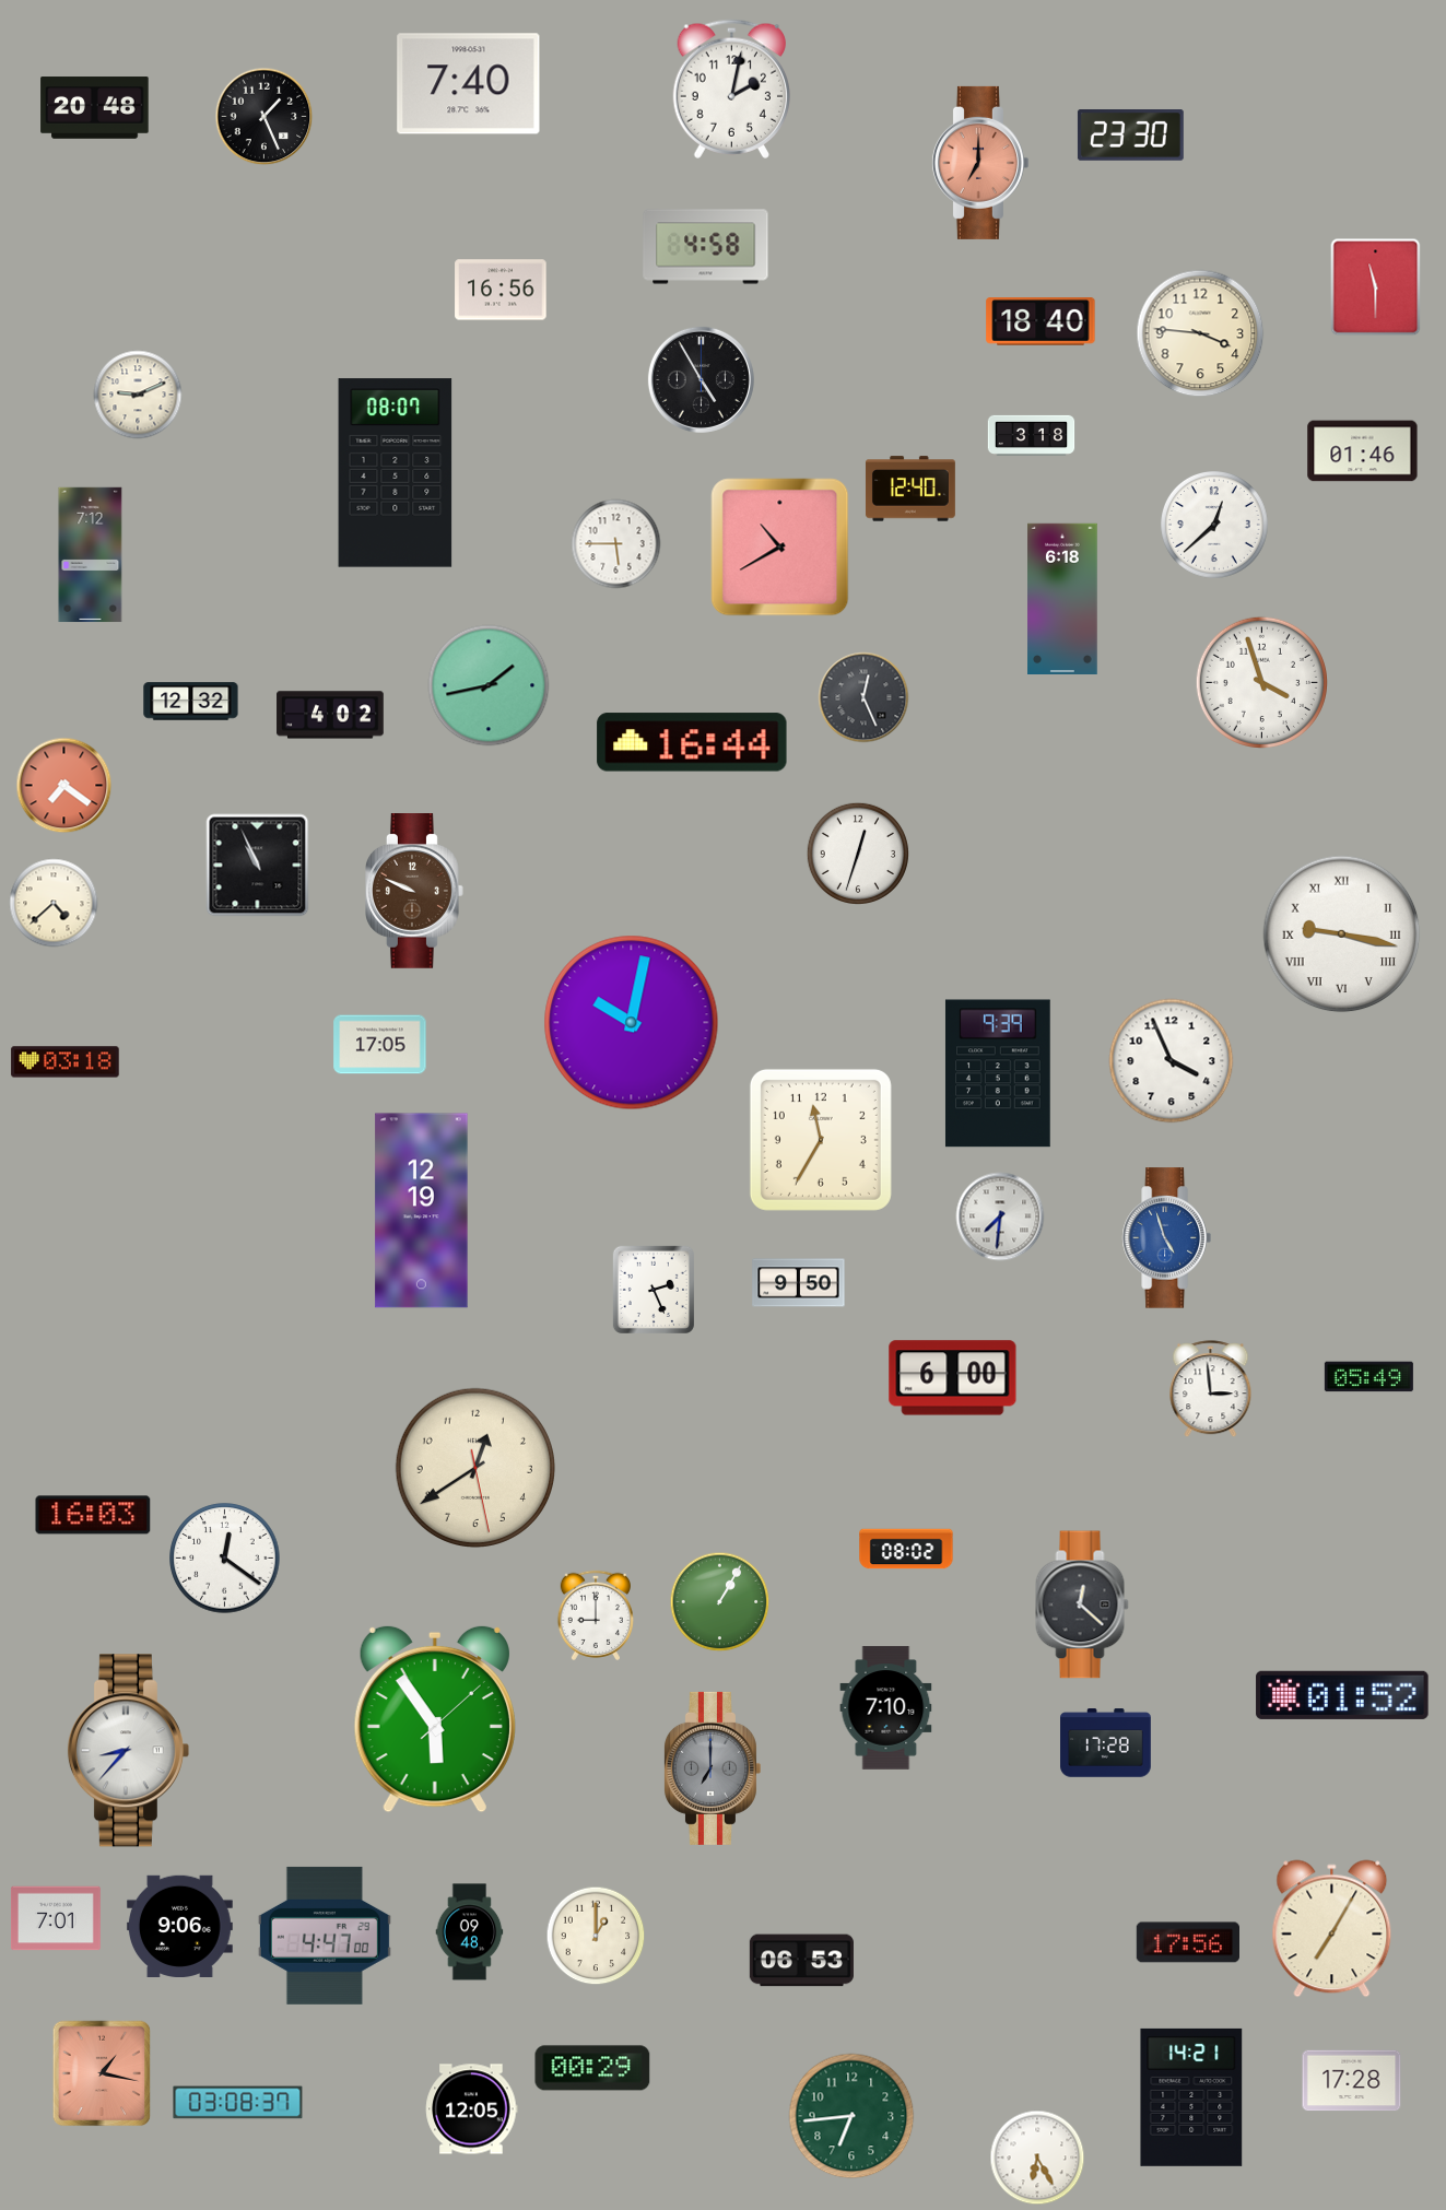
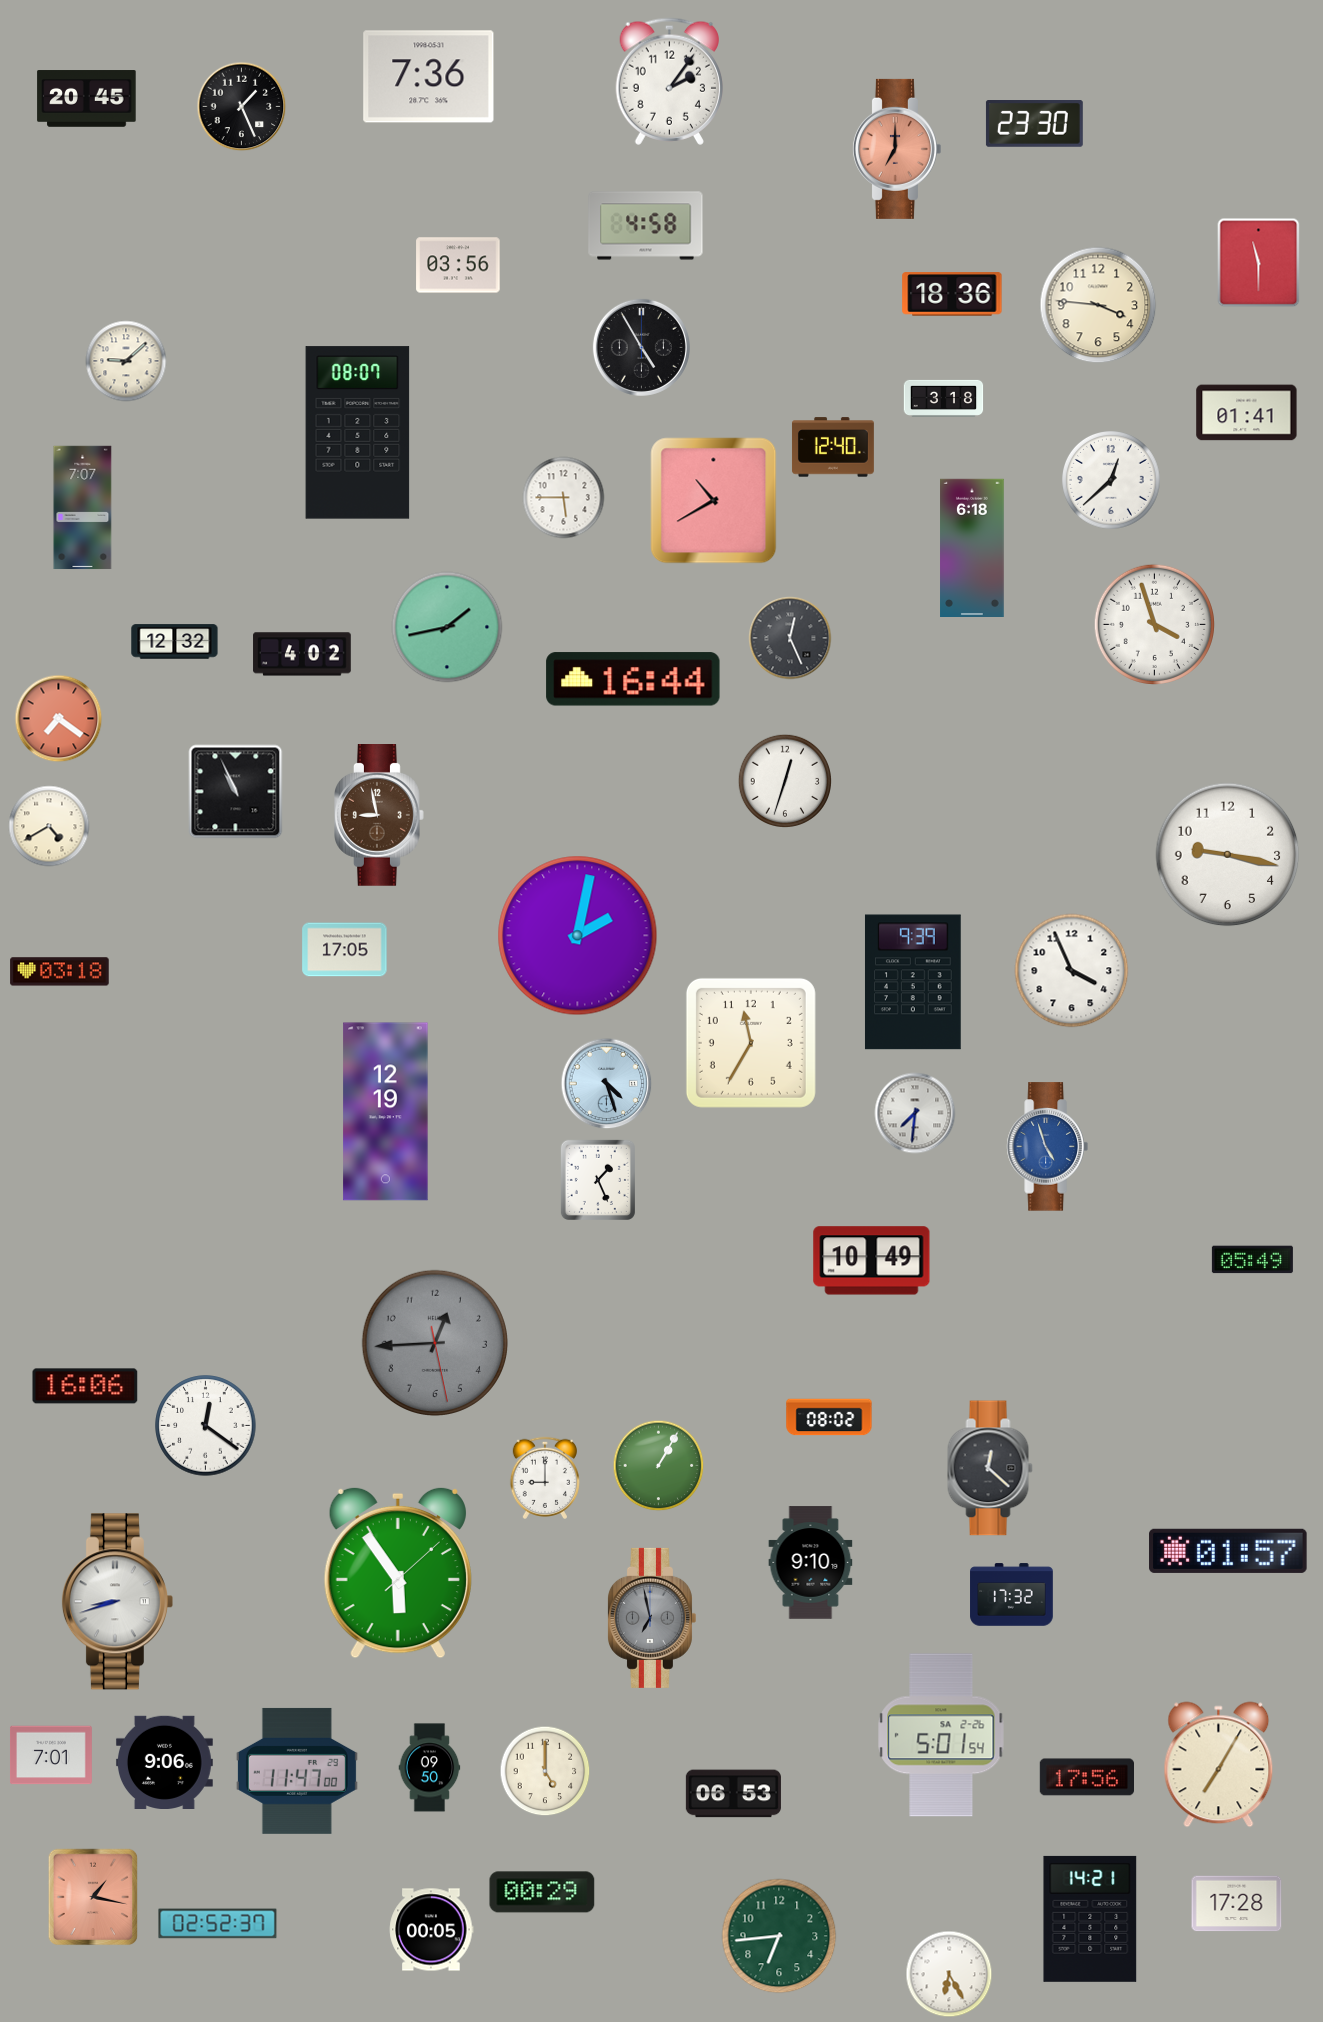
clock at (469, 84): 7:40 -> 7:36
clock at (731, 89): 2:02 -> 2:06
clock at (95, 108): 20:48 -> 20:45
clock at (501, 290): 16:56 -> 03:56
clock at (1041, 321): 18:40 -> 18:36
clock at (138, 395): 9:11 -> 9:08
clock at (1363, 451): 01:46 -> 01:41
clock at (396, 473) position: (396, 473) -> (358, 433)
clock at (91, 555): 7:12 -> 7:07
clock at (415, 892): 9:49 -> 8:58
clock at (54, 903): 4:38 -> 4:40
clock at (1342, 934) numerals: Roman -> Arabic
clock at (632, 1023): 10:02 -> 2:02
clock at (380, 1045) position: (380, 1045) -> (345, 950)
clock at (607, 1084): none -> 4:27
clock at (422, 1211) position: (422, 1211) -> (386, 1112)
clock at (1166, 1238) position: (1166, 1238) -> (1047, 1147)
clock at (799, 1283): 9:50 -> none
clock at (654, 1290): 2:26 -> 1:26
clock at (953, 1378): 6:00 -> 10:49
clock at (1211, 1389): 2:59 -> none
clock at (474, 1467): 12:39 -> 12:44
clock at (474, 1467) dial: cream -> grey
clock at (93, 1515): 16:03 -> 16:06
clock at (1342, 1695): 01:52 -> 01:57
clock at (886, 1708): 7:10 -> 9:10
clock at (1106, 1743): 17:28 -> 17:32
clock at (128, 1751): 8:37 -> 8:42
clock at (712, 1768): 7:00 -> 6:58
clock at (941, 1735): none -> 5:01
clock at (470, 1932): 09:48 -> 09:50
clock at (325, 1936): 4:47 -> 11:47
clock at (596, 1936): 1:00 -> 5:00
clock at (238, 2103): 03:08 -> 02:52
clock at (472, 2109): 12:05 -> 00:05
